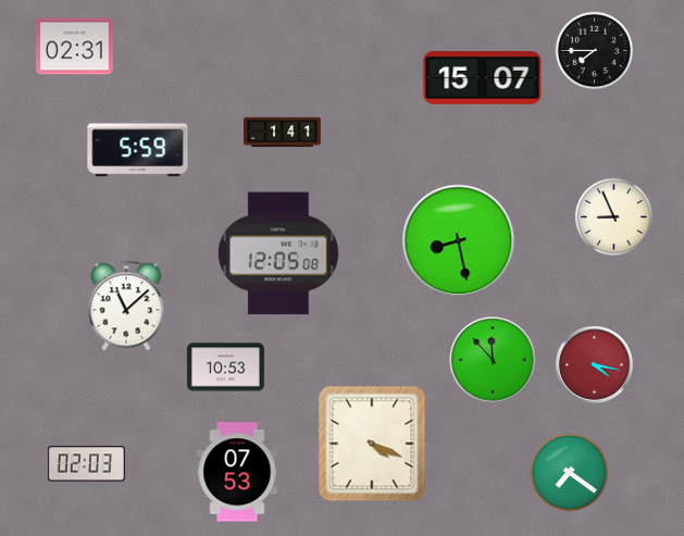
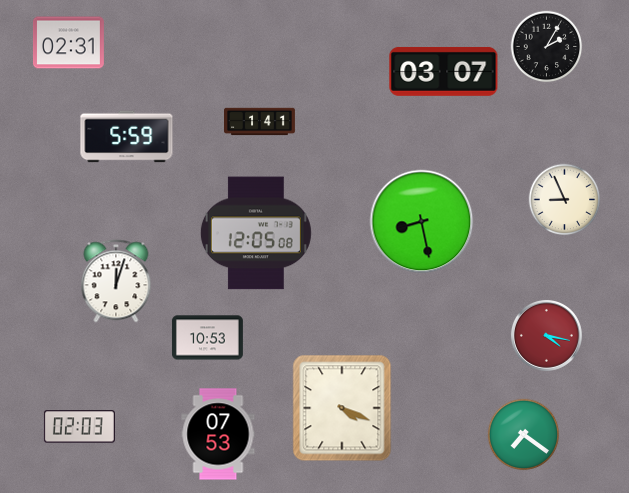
clock at (595, 51): 7:45 -> 2:05
clock at (483, 77): 15:07 -> 03:07
clock at (126, 306): 11:08 -> 12:03
clock at (493, 360): 11:53 -> none
